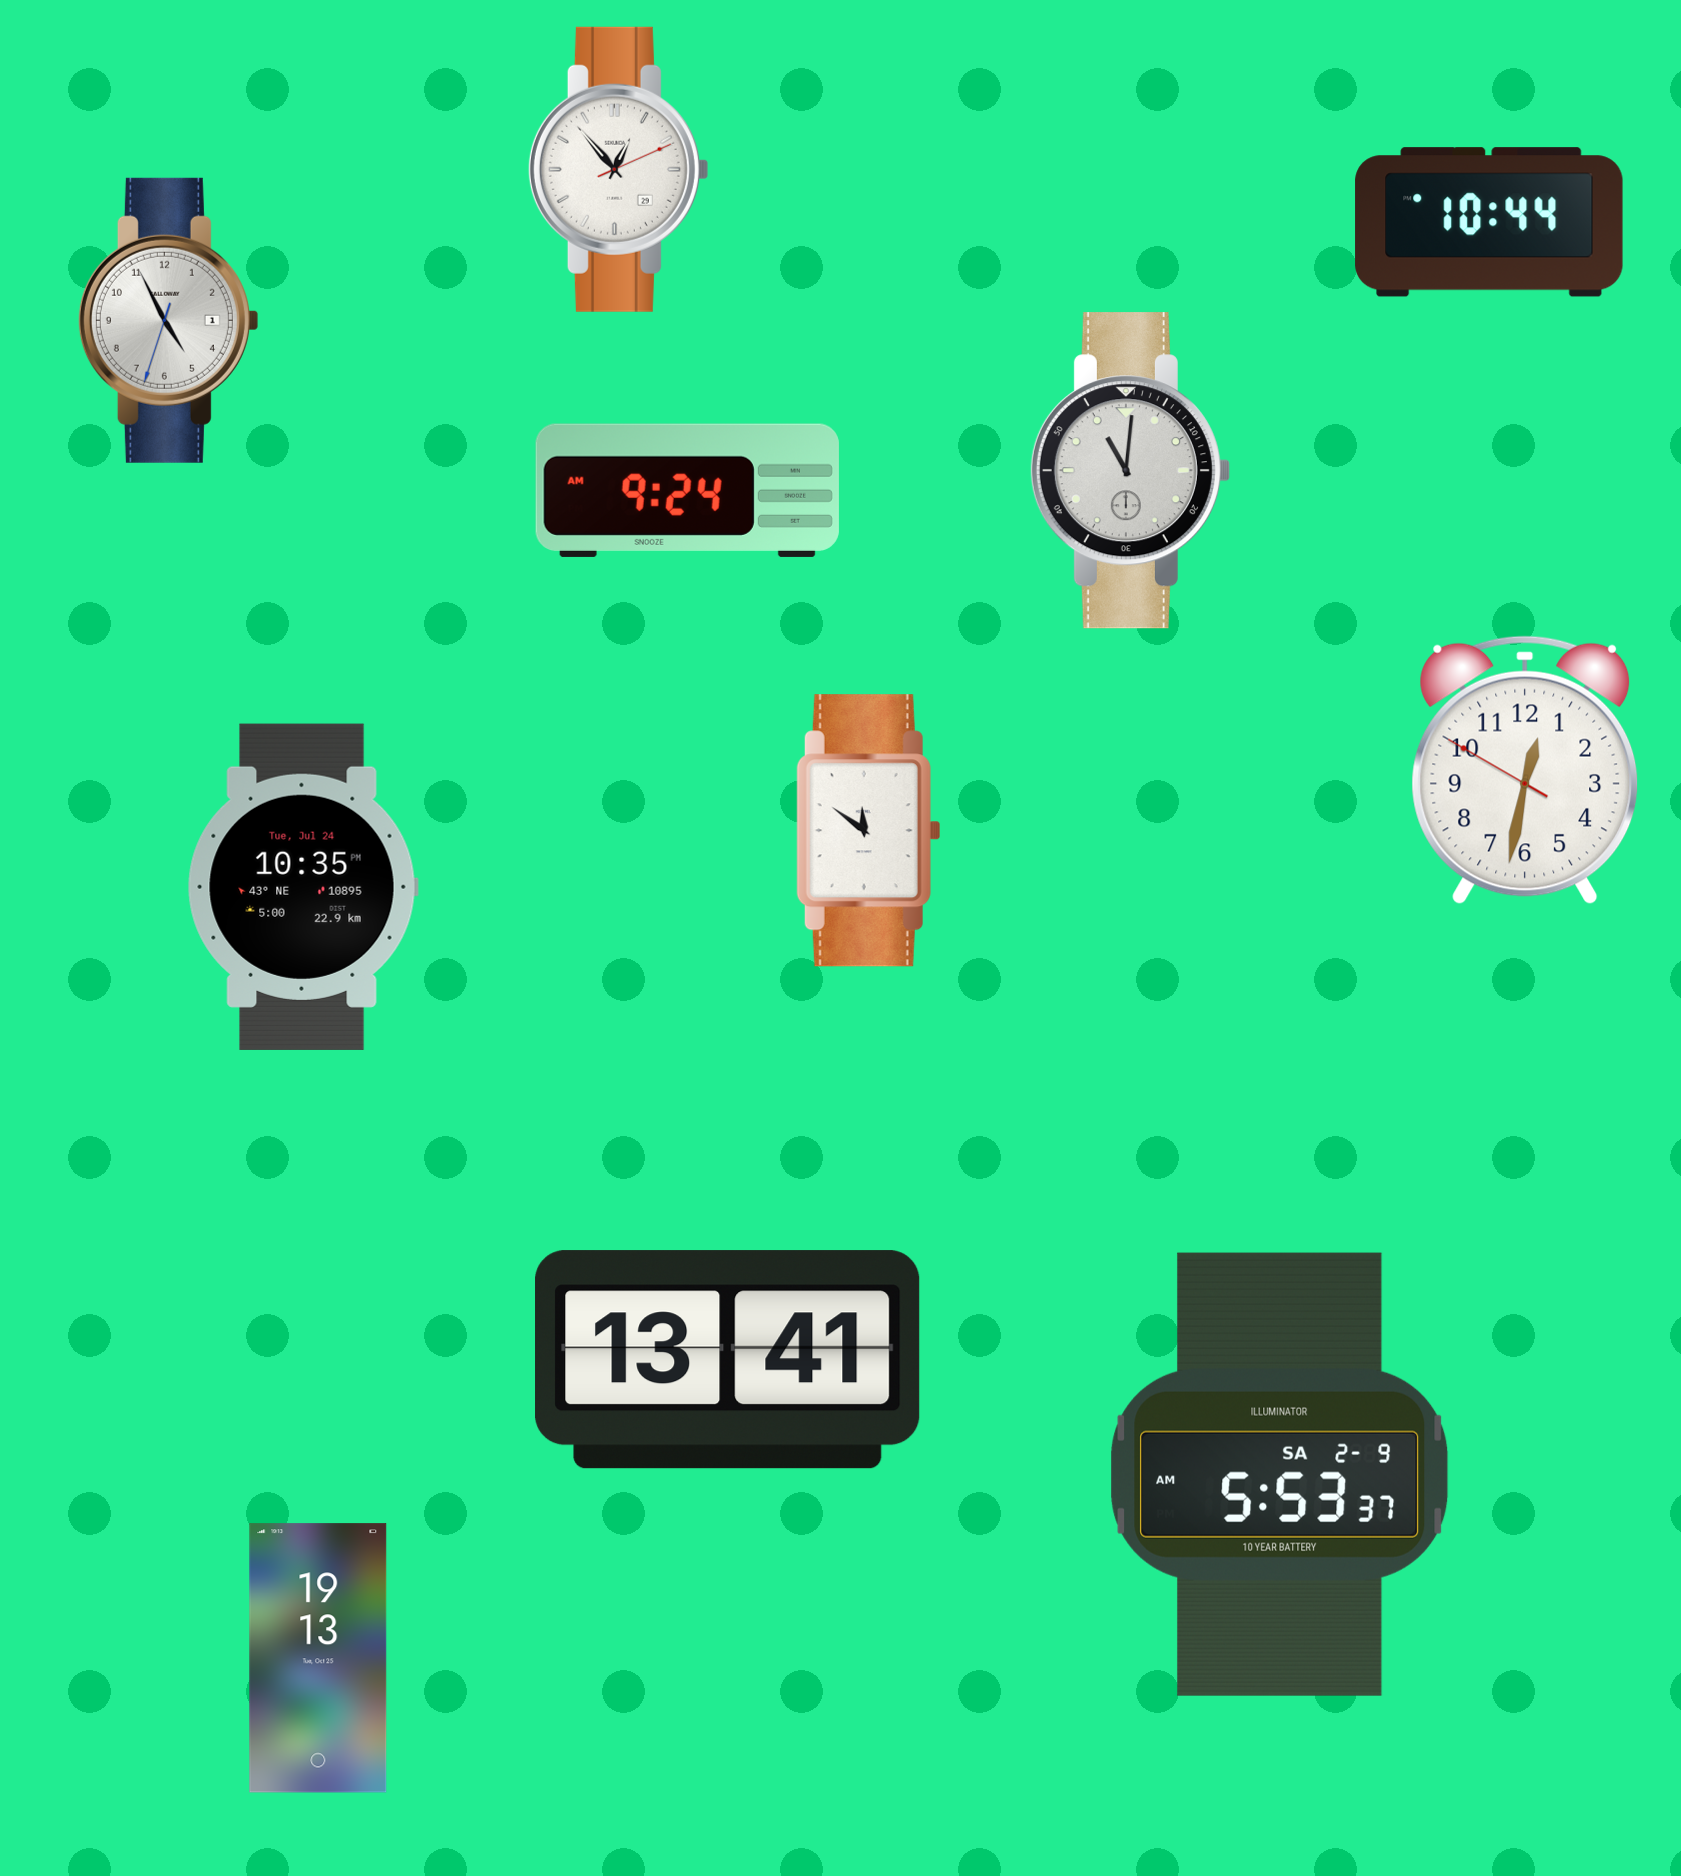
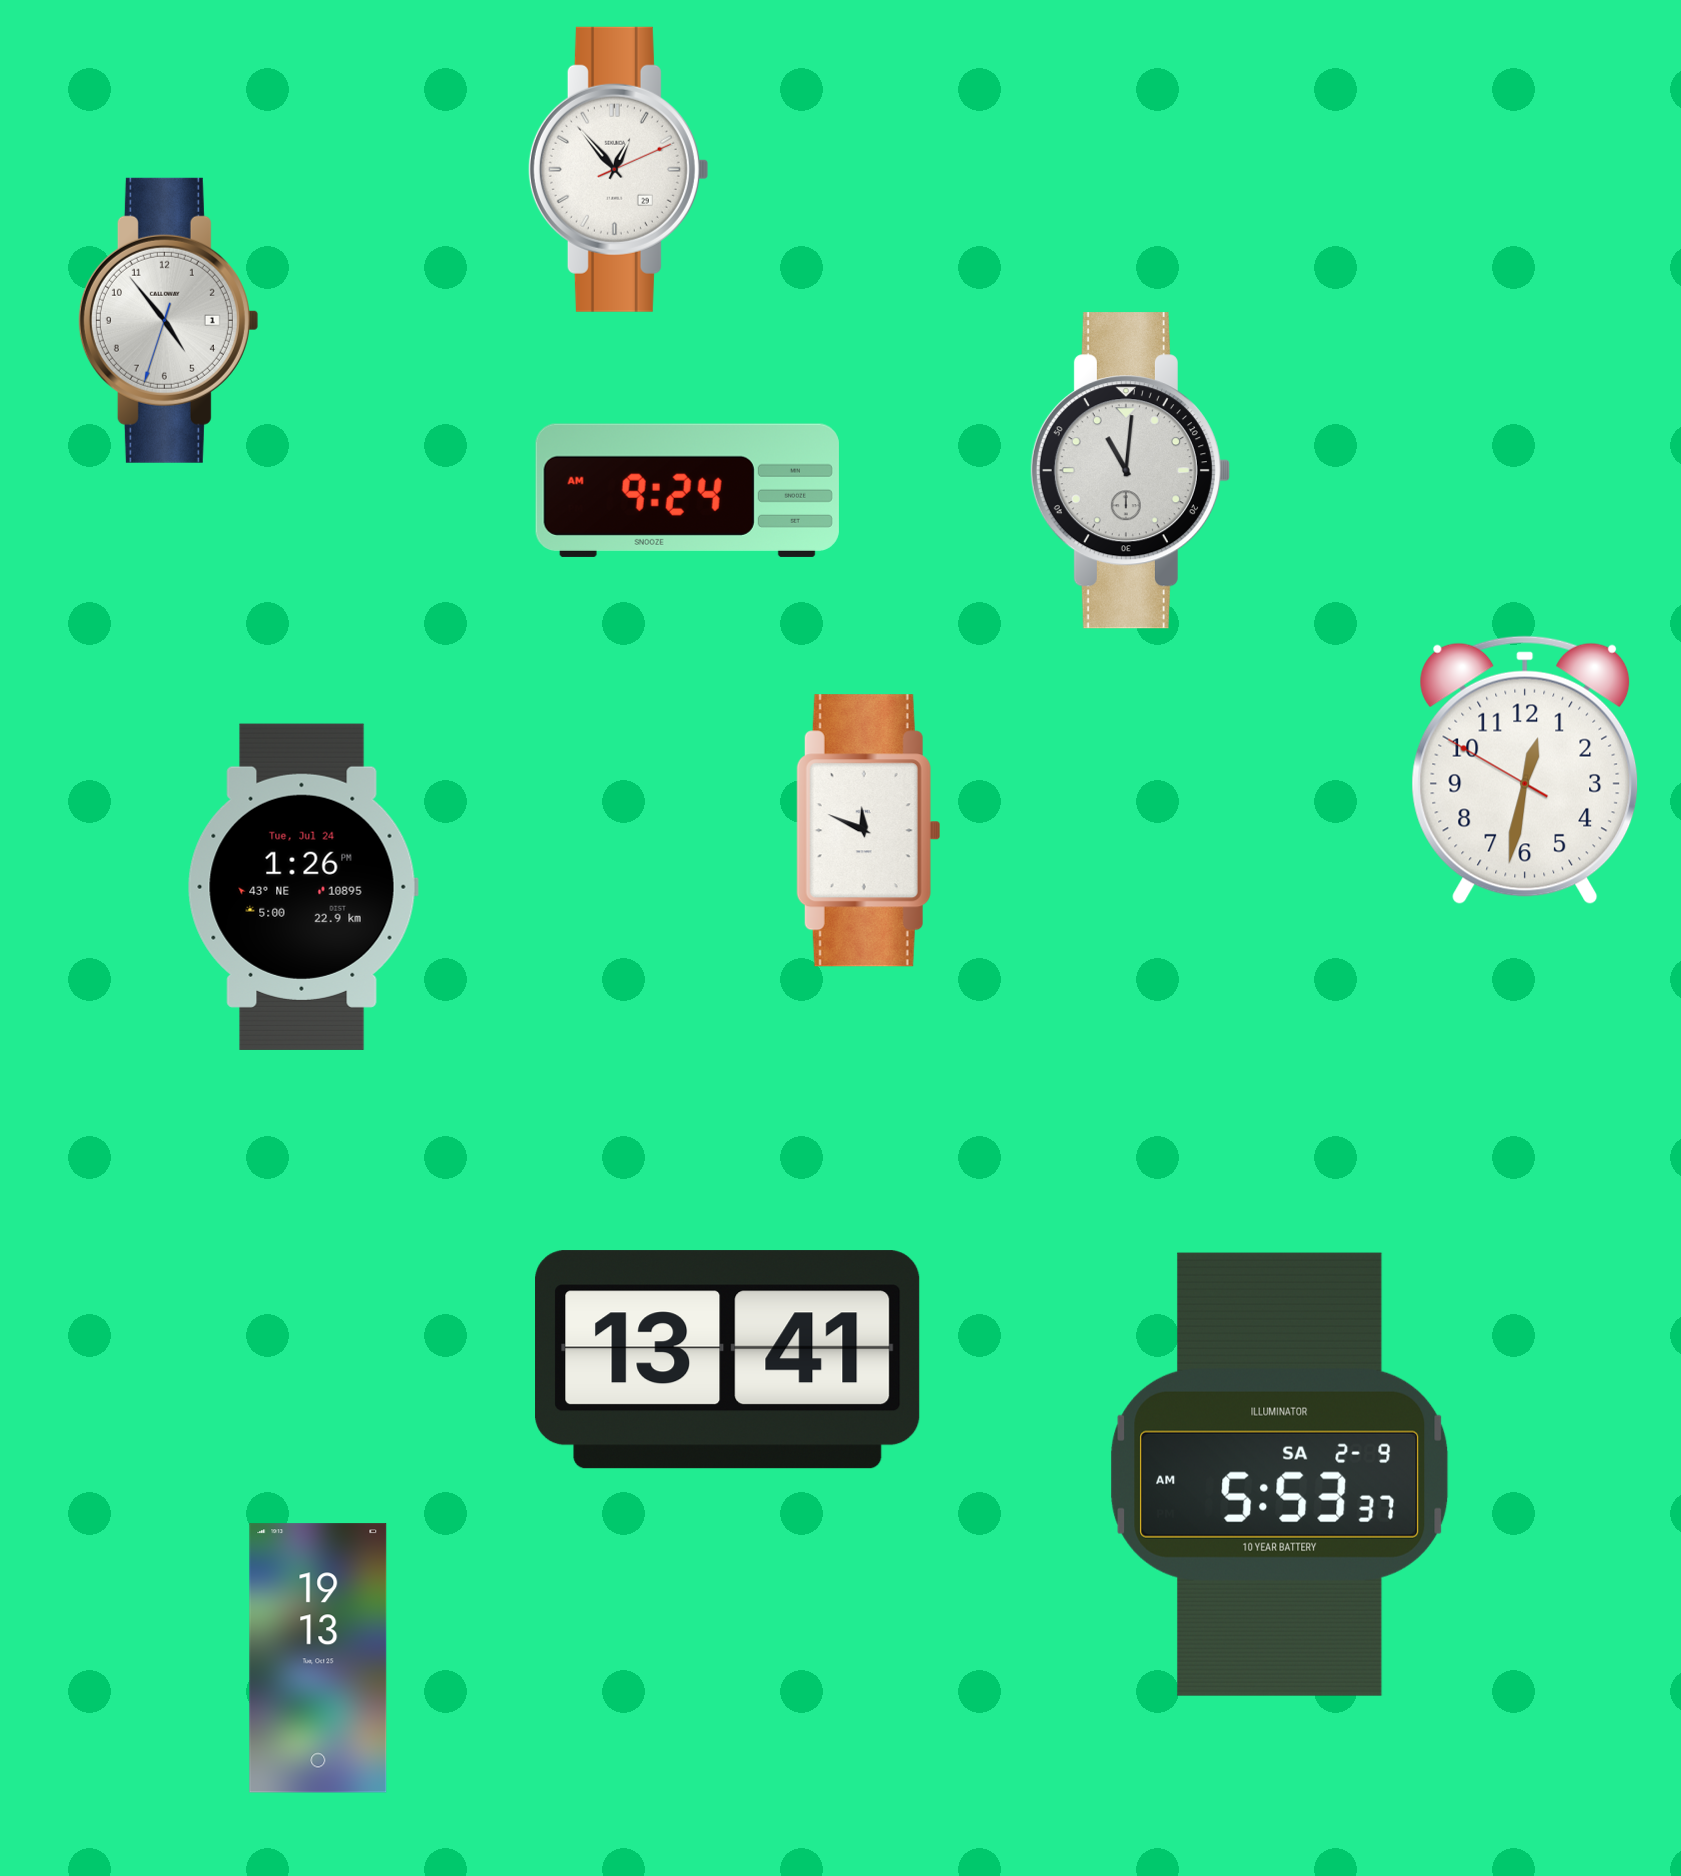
clock at (1489, 222): 10:44 -> none
clock at (168, 320): 4:55 -> 4:53
clock at (868, 831): 11:51 -> 11:49
clock at (303, 887): 10:35 -> 1:26
